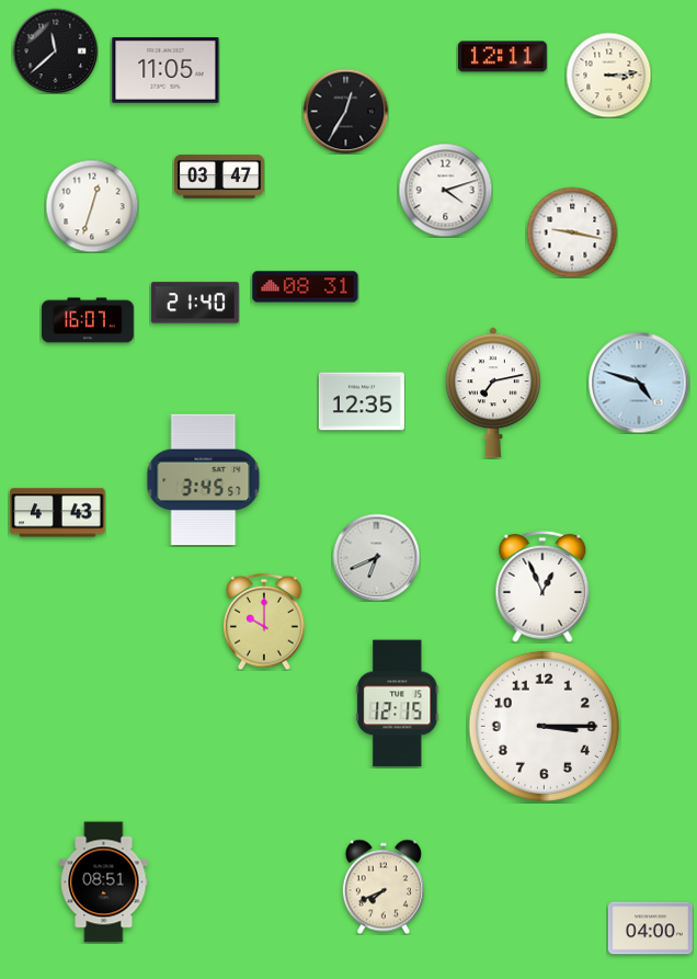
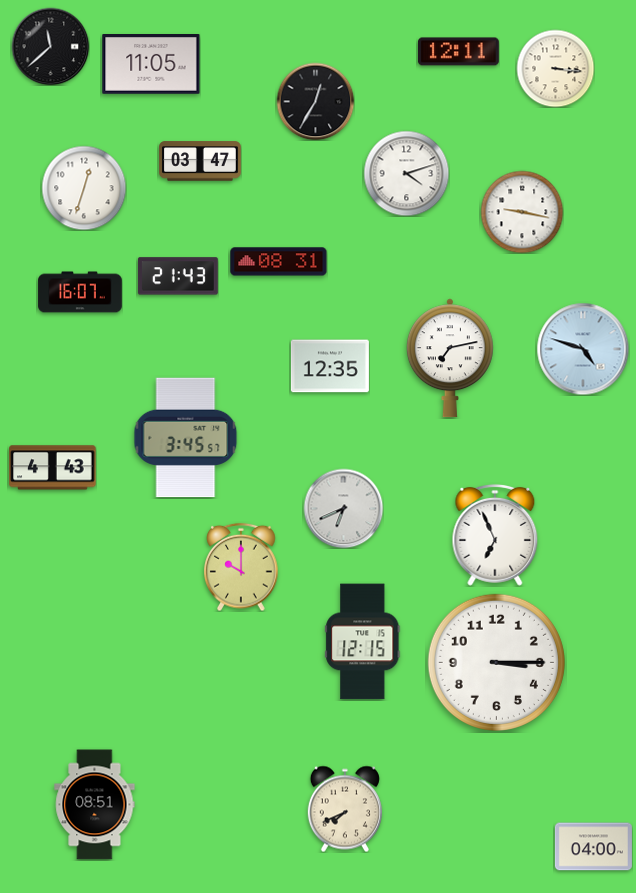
clock at (608, 75): 3:14 -> 3:16
clock at (195, 303): 21:40 -> 21:43
clock at (542, 587): 12:56 -> 6:56
clock at (384, 887) position: (384, 887) -> (345, 809)
